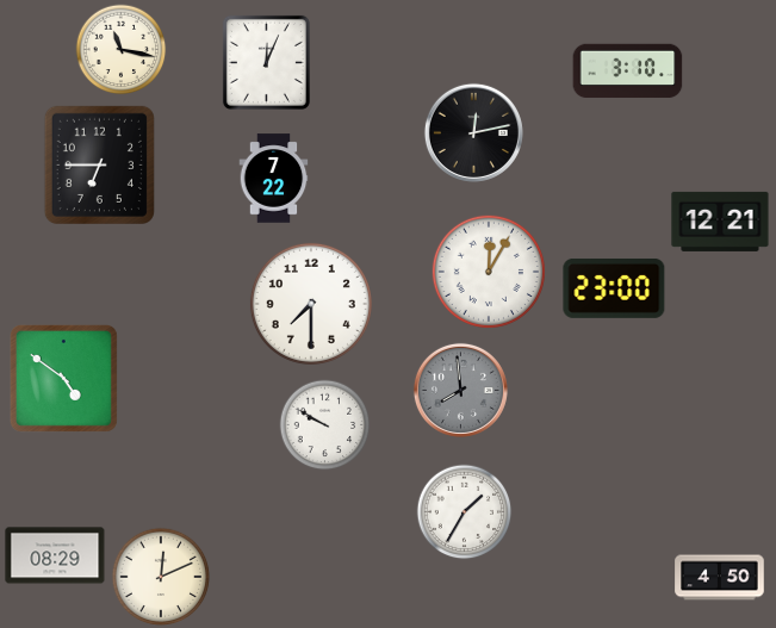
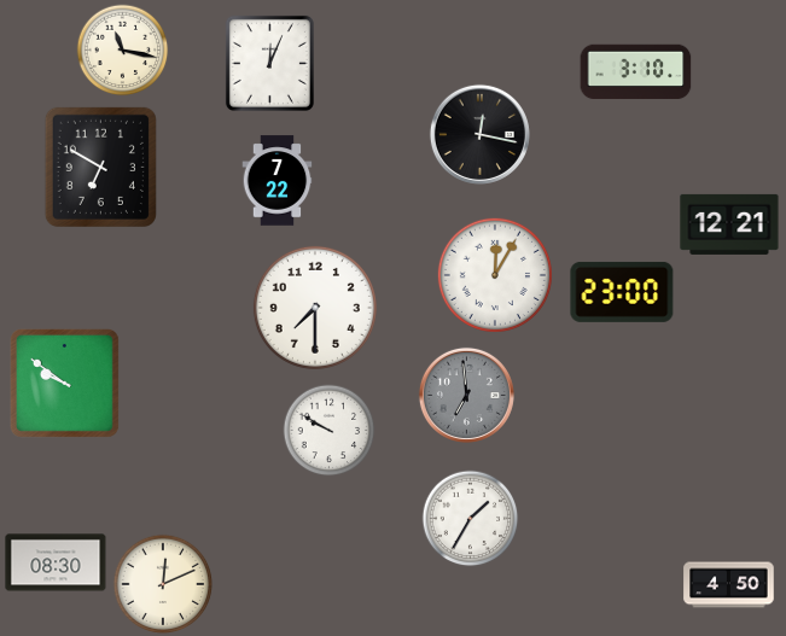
clock at (473, 132): 12:13 -> 12:17
clock at (99, 164): 6:45 -> 6:50
clock at (63, 378): 4:51 -> 9:51
clock at (460, 390): 7:59 -> 6:59
clock at (55, 555): 08:29 -> 08:30
